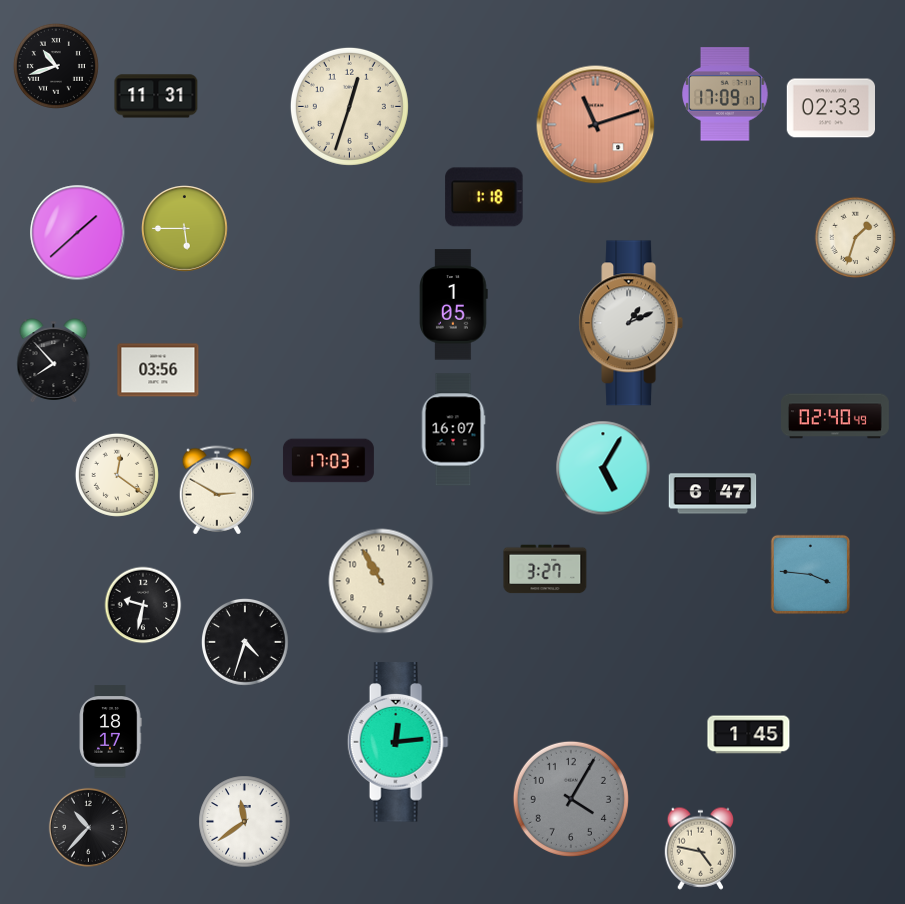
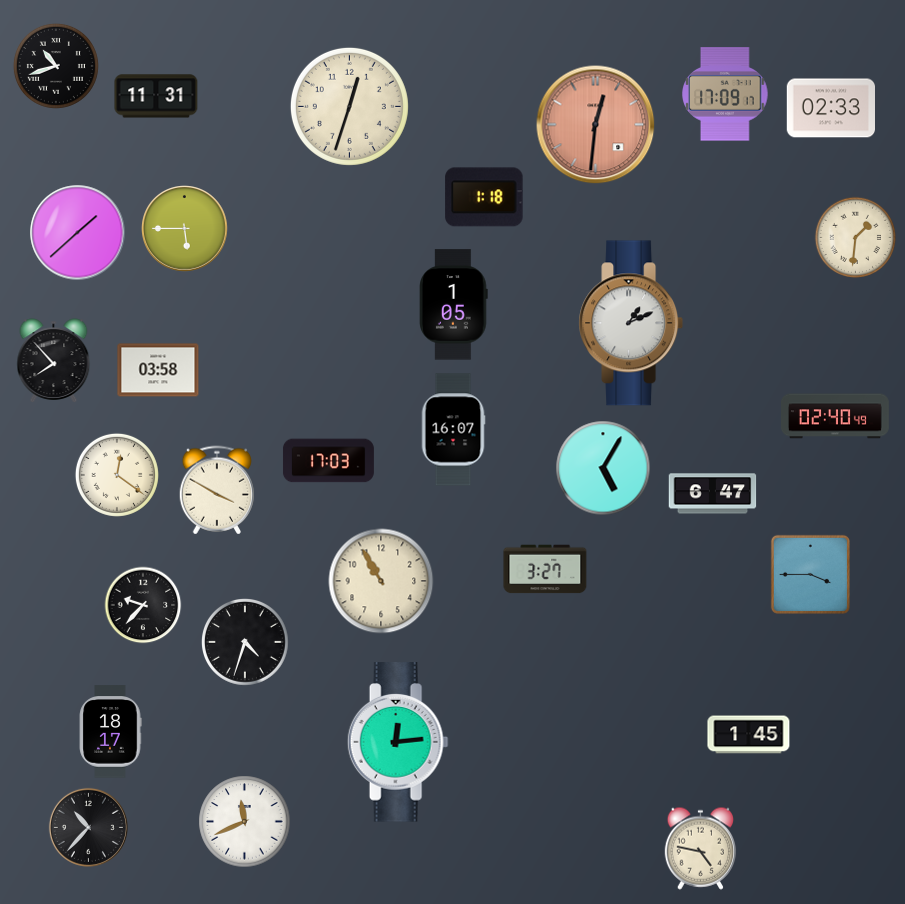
clock at (596, 125): 11:12 -> 12:31
clock at (856, 238): 1:33 -> 1:31
clock at (158, 370): 03:56 -> 03:58
clock at (217, 490): 2:50 -> 3:50
clock at (810, 574): 3:46 -> 3:45
clock at (143, 605): 9:32 -> 9:37
clock at (571, 799): 4:05 -> none
clock at (245, 822): 11:39 -> 11:41
